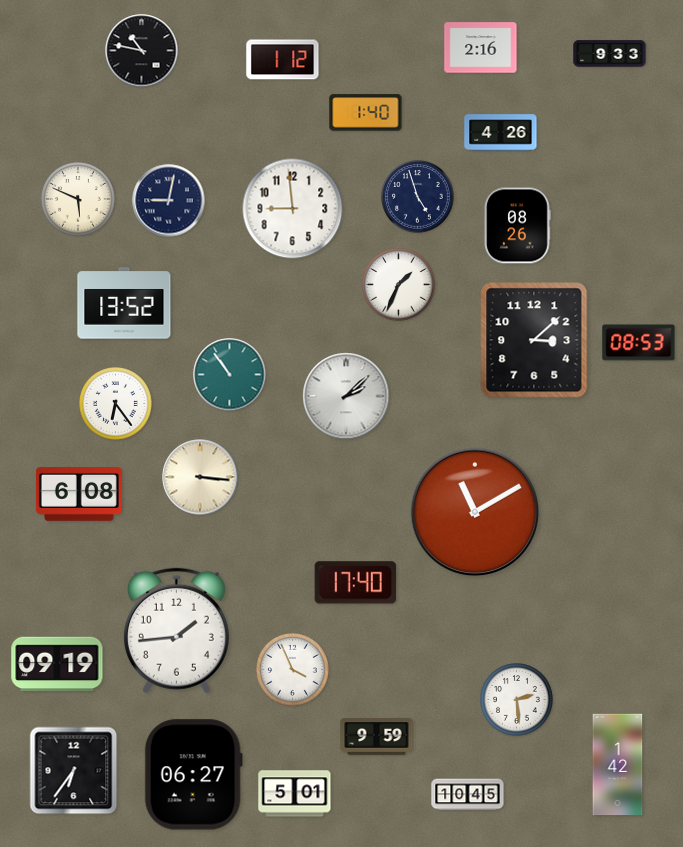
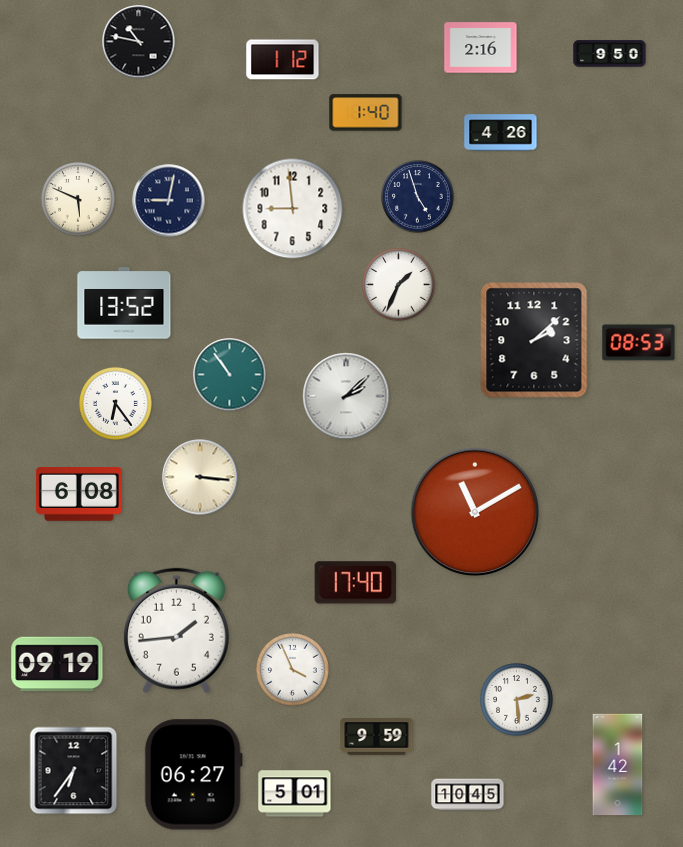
clock at (142, 51) position: (142, 51) -> (139, 42)
clock at (610, 54): 9:33 -> 9:50
clock at (517, 226): 08:26 -> none
clock at (534, 340): 3:08 -> 2:08
